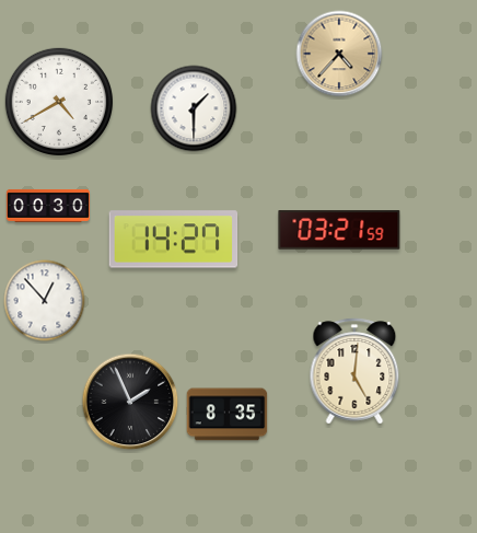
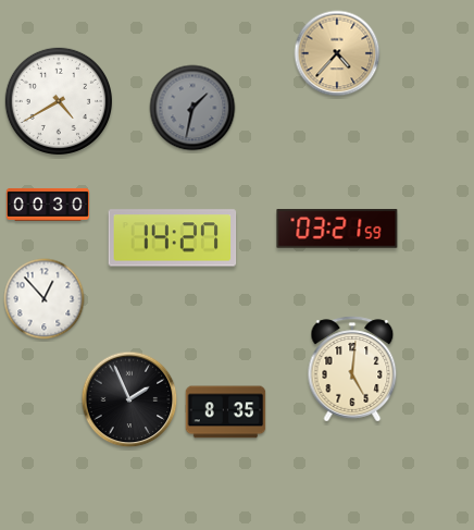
clock at (194, 108): 1:30 -> 1:32
clock at (194, 108) dial: white -> grey
